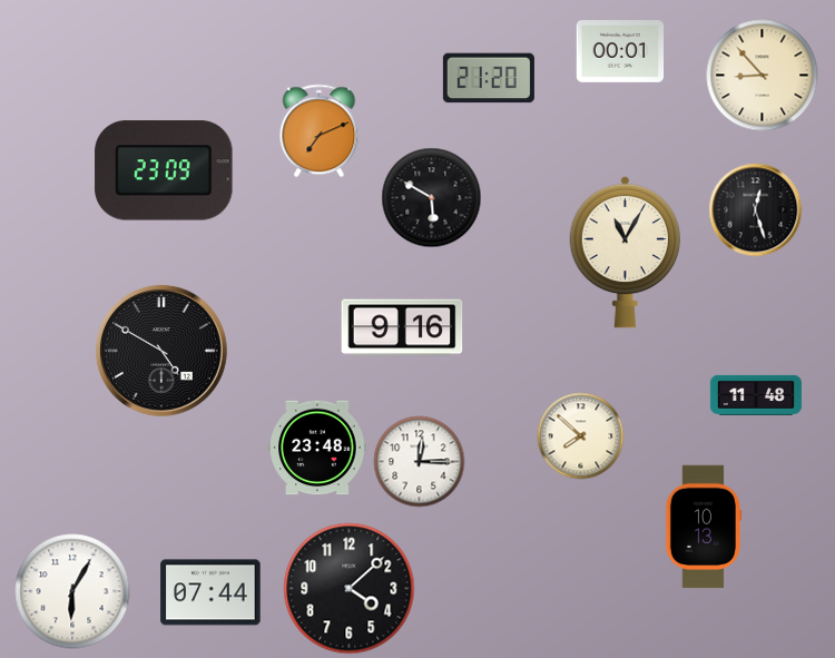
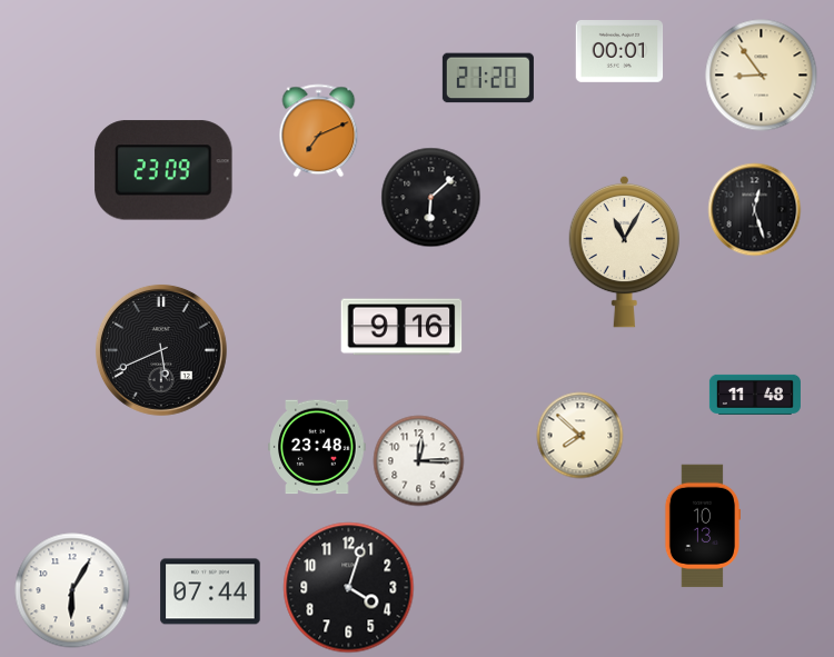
clock at (763, 76): 8:53 -> 8:54
clock at (432, 198): 5:50 -> 6:08
clock at (161, 351): 4:50 -> 5:41
clock at (350, 589): 4:08 -> 4:03
